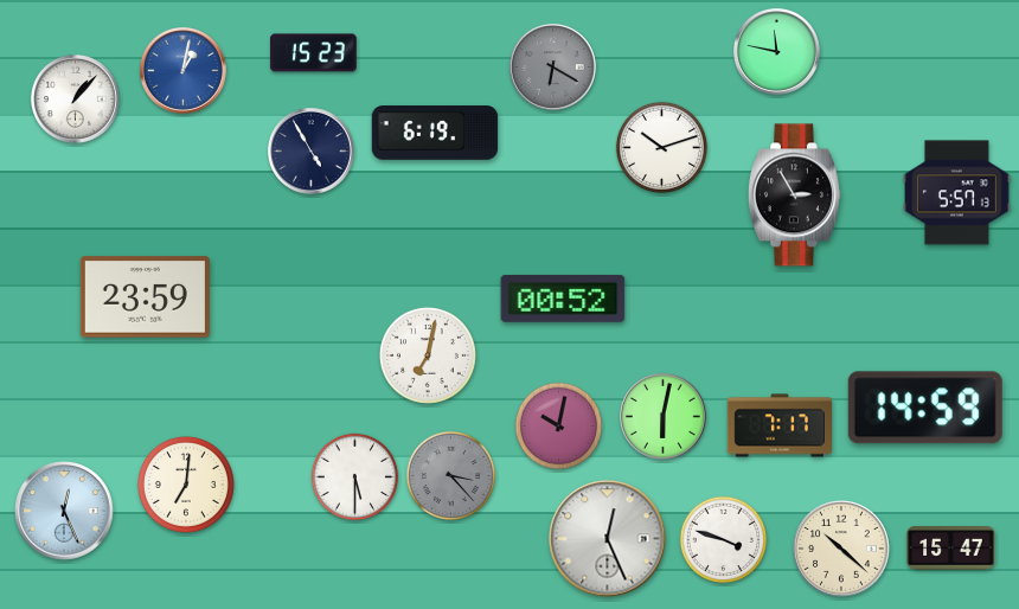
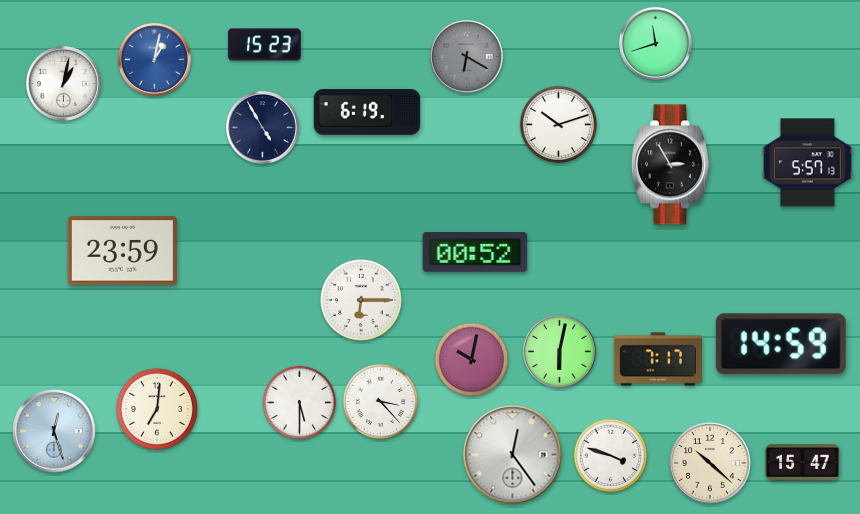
clock at (777, 52): 11:47 -> 11:42
clock at (76, 100): 1:07 -> 1:02
clock at (428, 355): 7:02 -> 6:15
clock at (450, 475) dial: grey -> white
clock at (64, 511): 12:26 -> 12:27
clock at (608, 539): 12:26 -> 12:24
